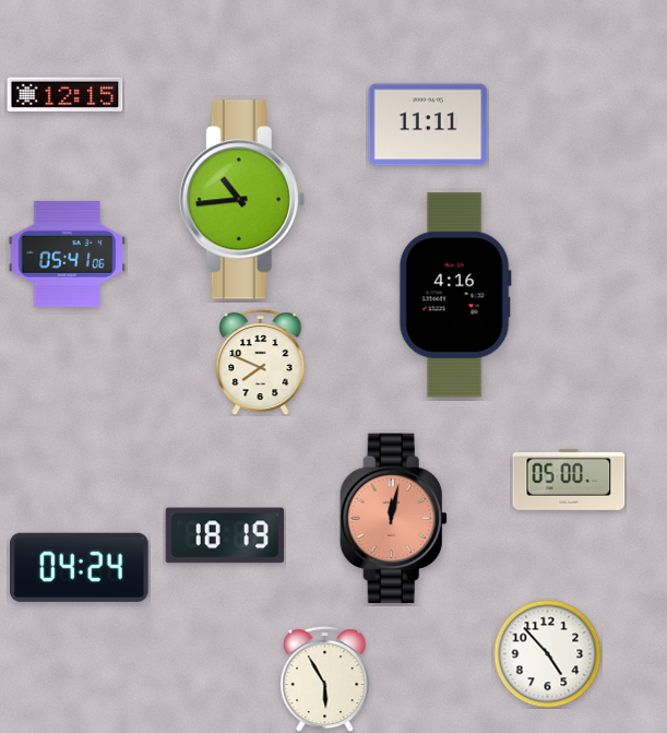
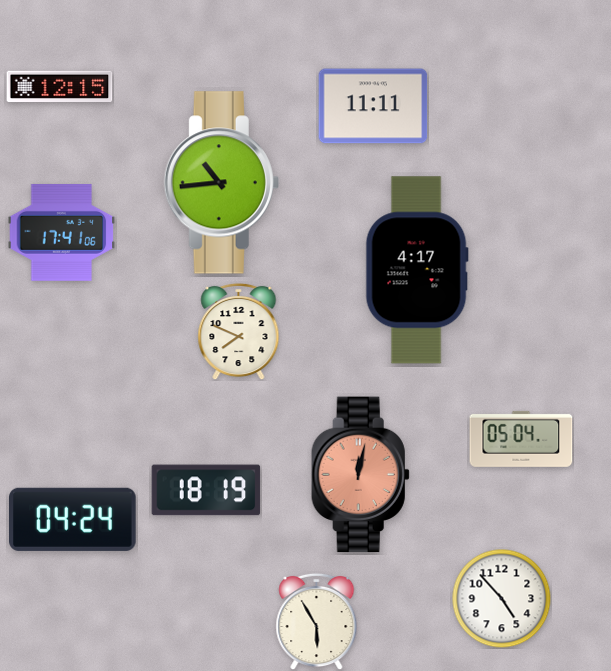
clock at (428, 125) position: (428, 125) -> (373, 106)
clock at (68, 255): 05:41 -> 17:41
clock at (455, 295): 4:16 -> 4:17
clock at (569, 480): 05:00 -> 05:04
clock at (325, 678) position: (325, 678) -> (317, 621)
